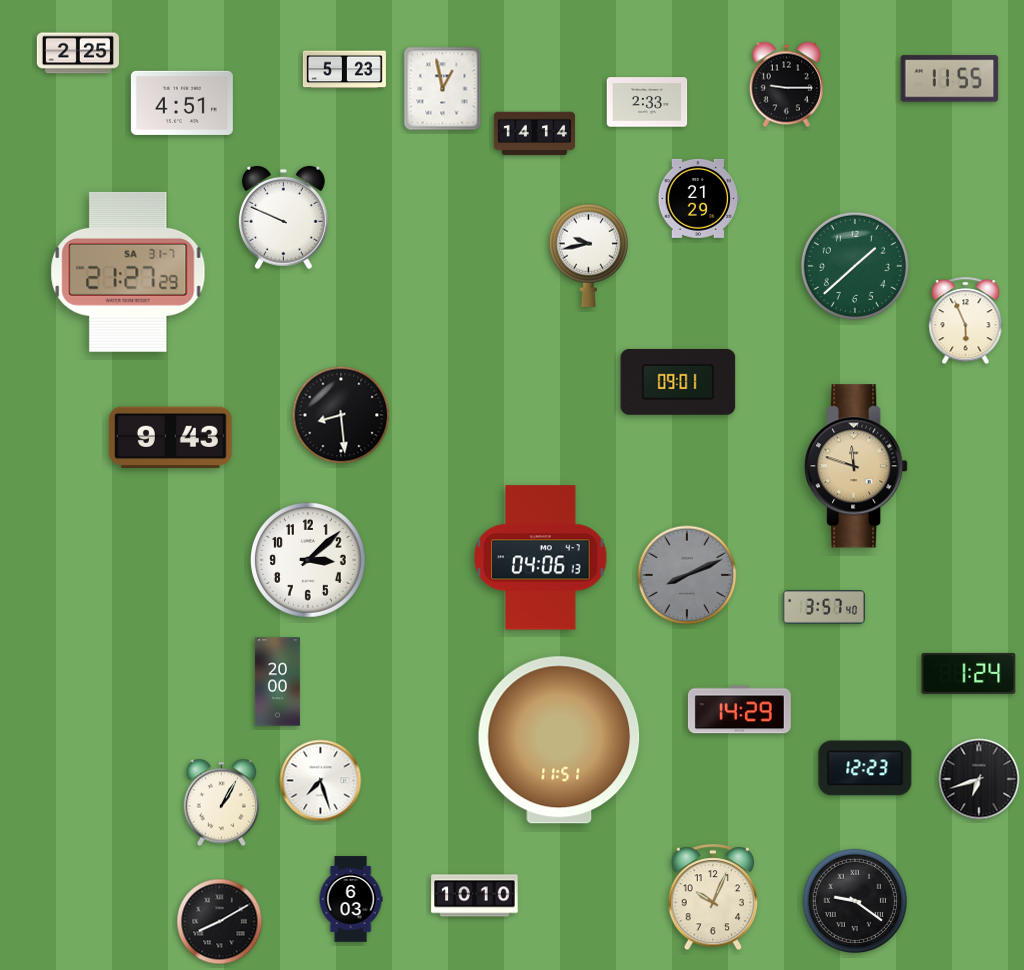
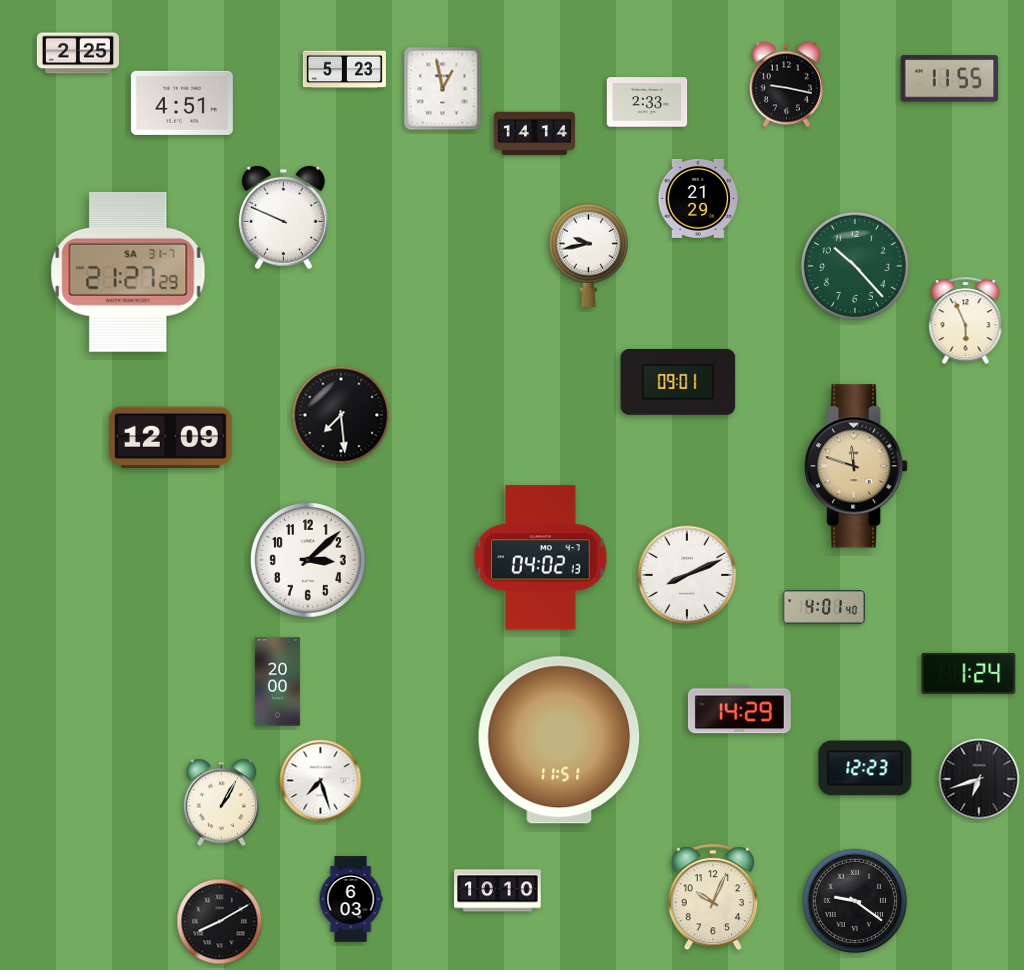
clock at (786, 85): 9:15 -> 9:17
clock at (855, 266): 1:38 -> 10:23
clock at (341, 415): 8:29 -> 7:29
clock at (171, 438): 9:43 -> 12:09
clock at (541, 558): 04:06 -> 04:02
clock at (687, 575) dial: grey -> white
clock at (824, 608): 3:57 -> 4:01
clock at (475, 896) position: (475, 896) -> (498, 891)
